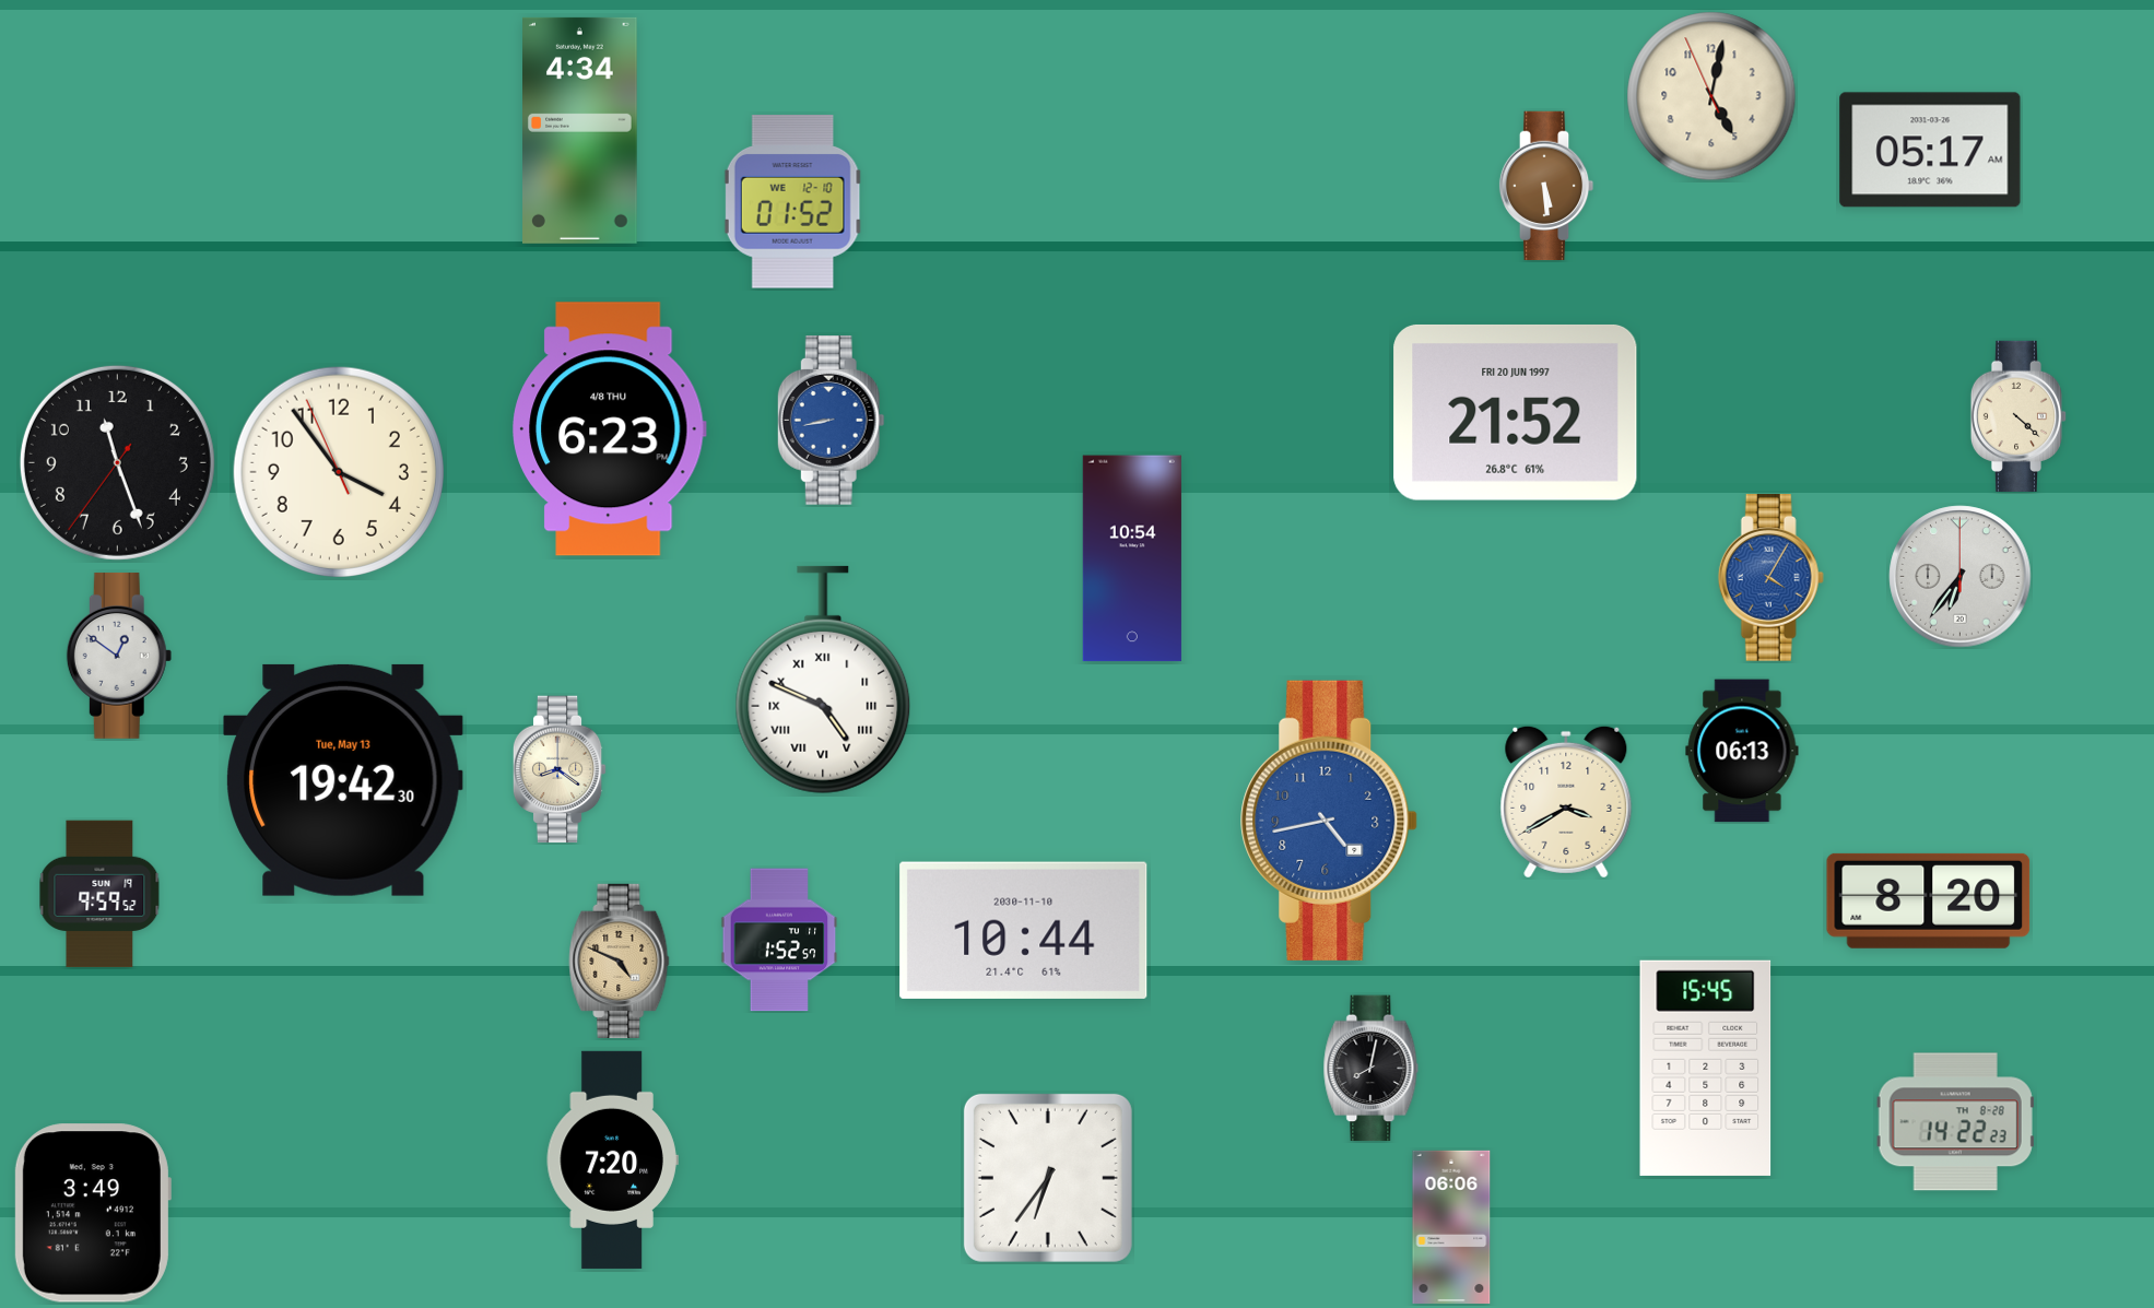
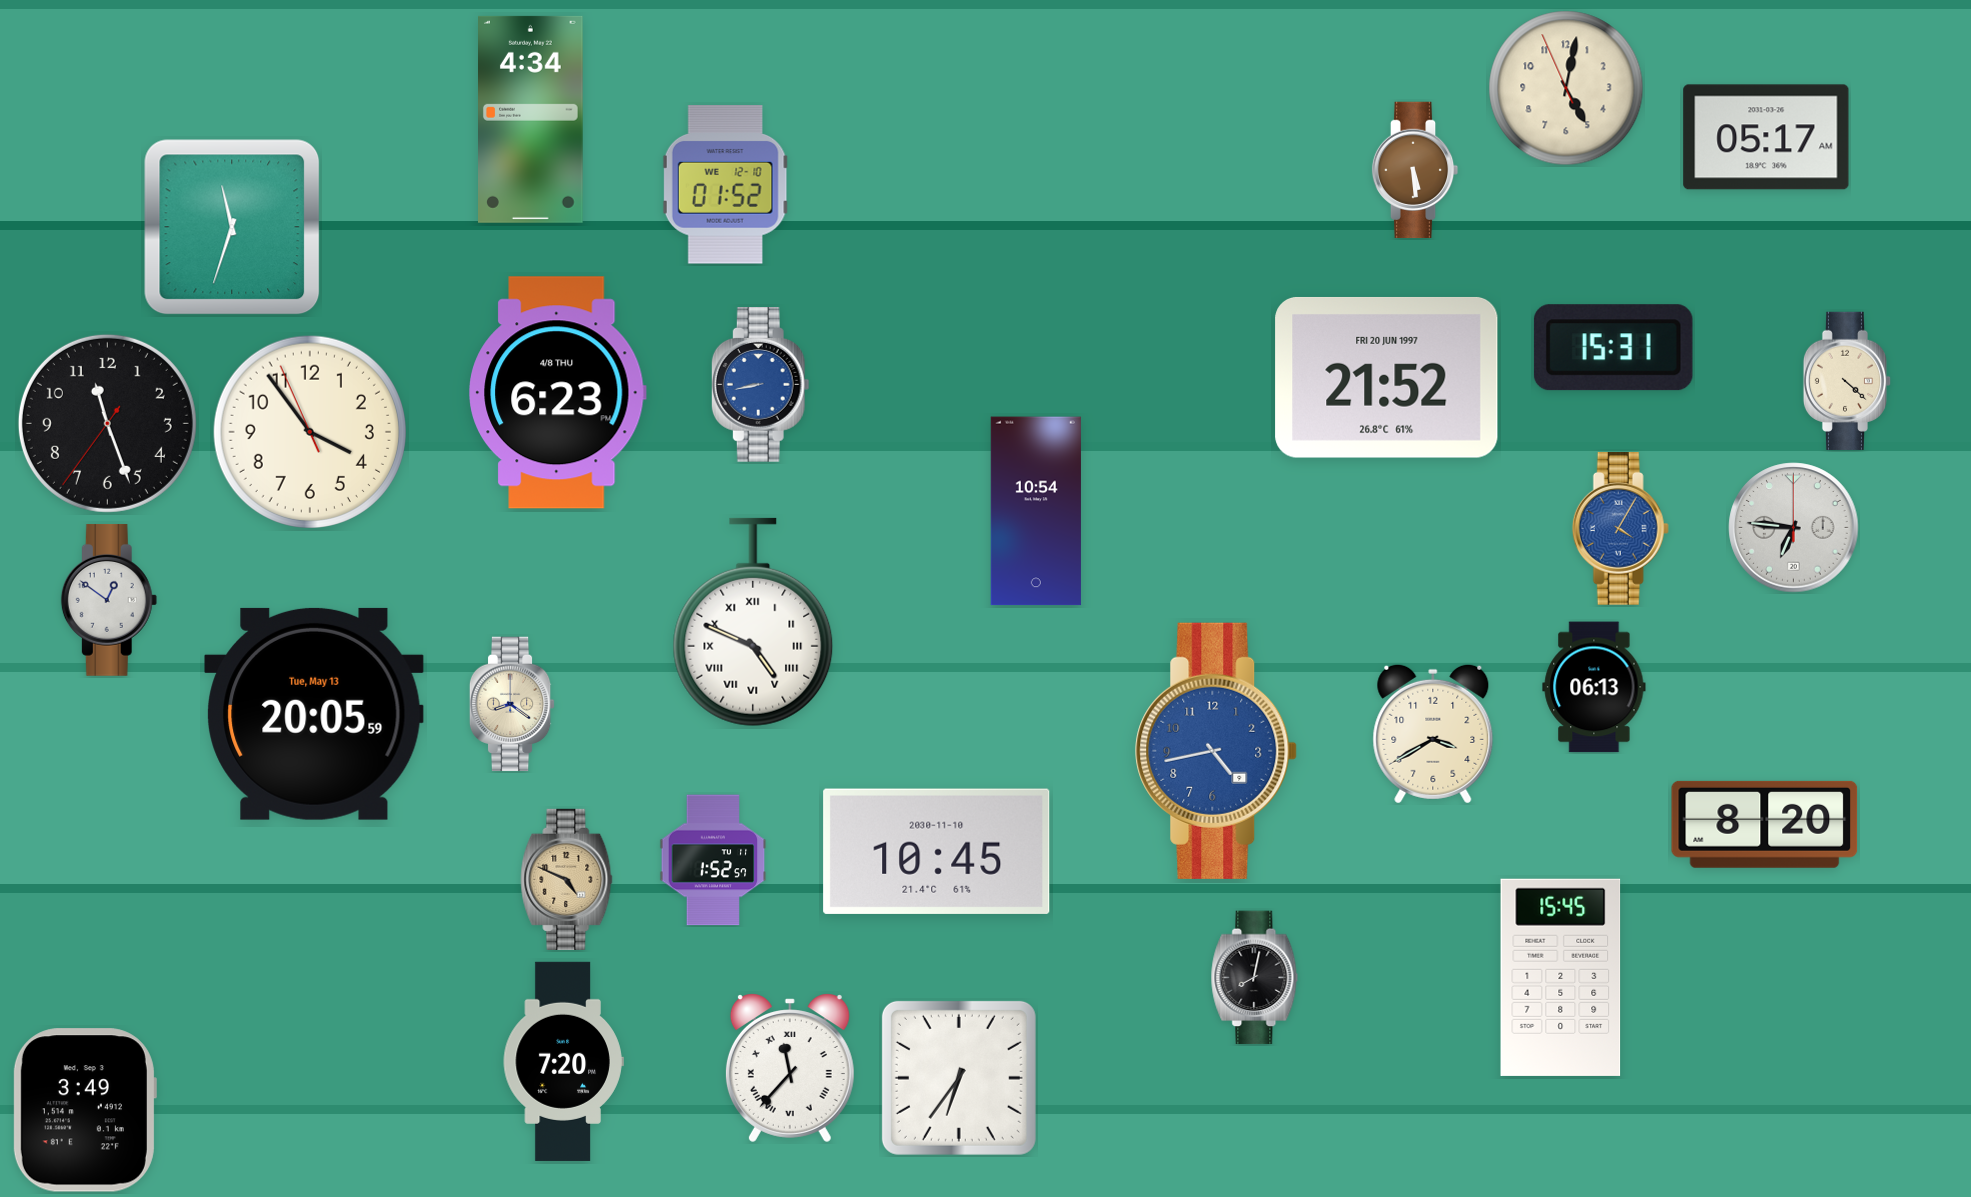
clock at (232, 227): none -> 11:33
clock at (1613, 348): none -> 15:31
clock at (1961, 577): 6:36 -> 6:46
clock at (343, 780): 19:42 -> 20:05
clock at (99, 894): 9:59 -> none
clock at (1024, 930): 10:44 -> 10:45
clock at (1955, 1122): 14:22 -> none
clock at (612, 1159) position: (612, 1159) -> (563, 1061)
clock at (790, 1068): none -> 11:37
clock at (1451, 1227): 06:06 -> none
